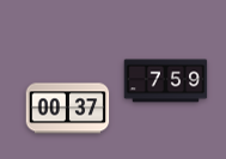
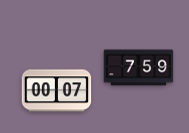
clock at (68, 109): 00:37 -> 00:07
